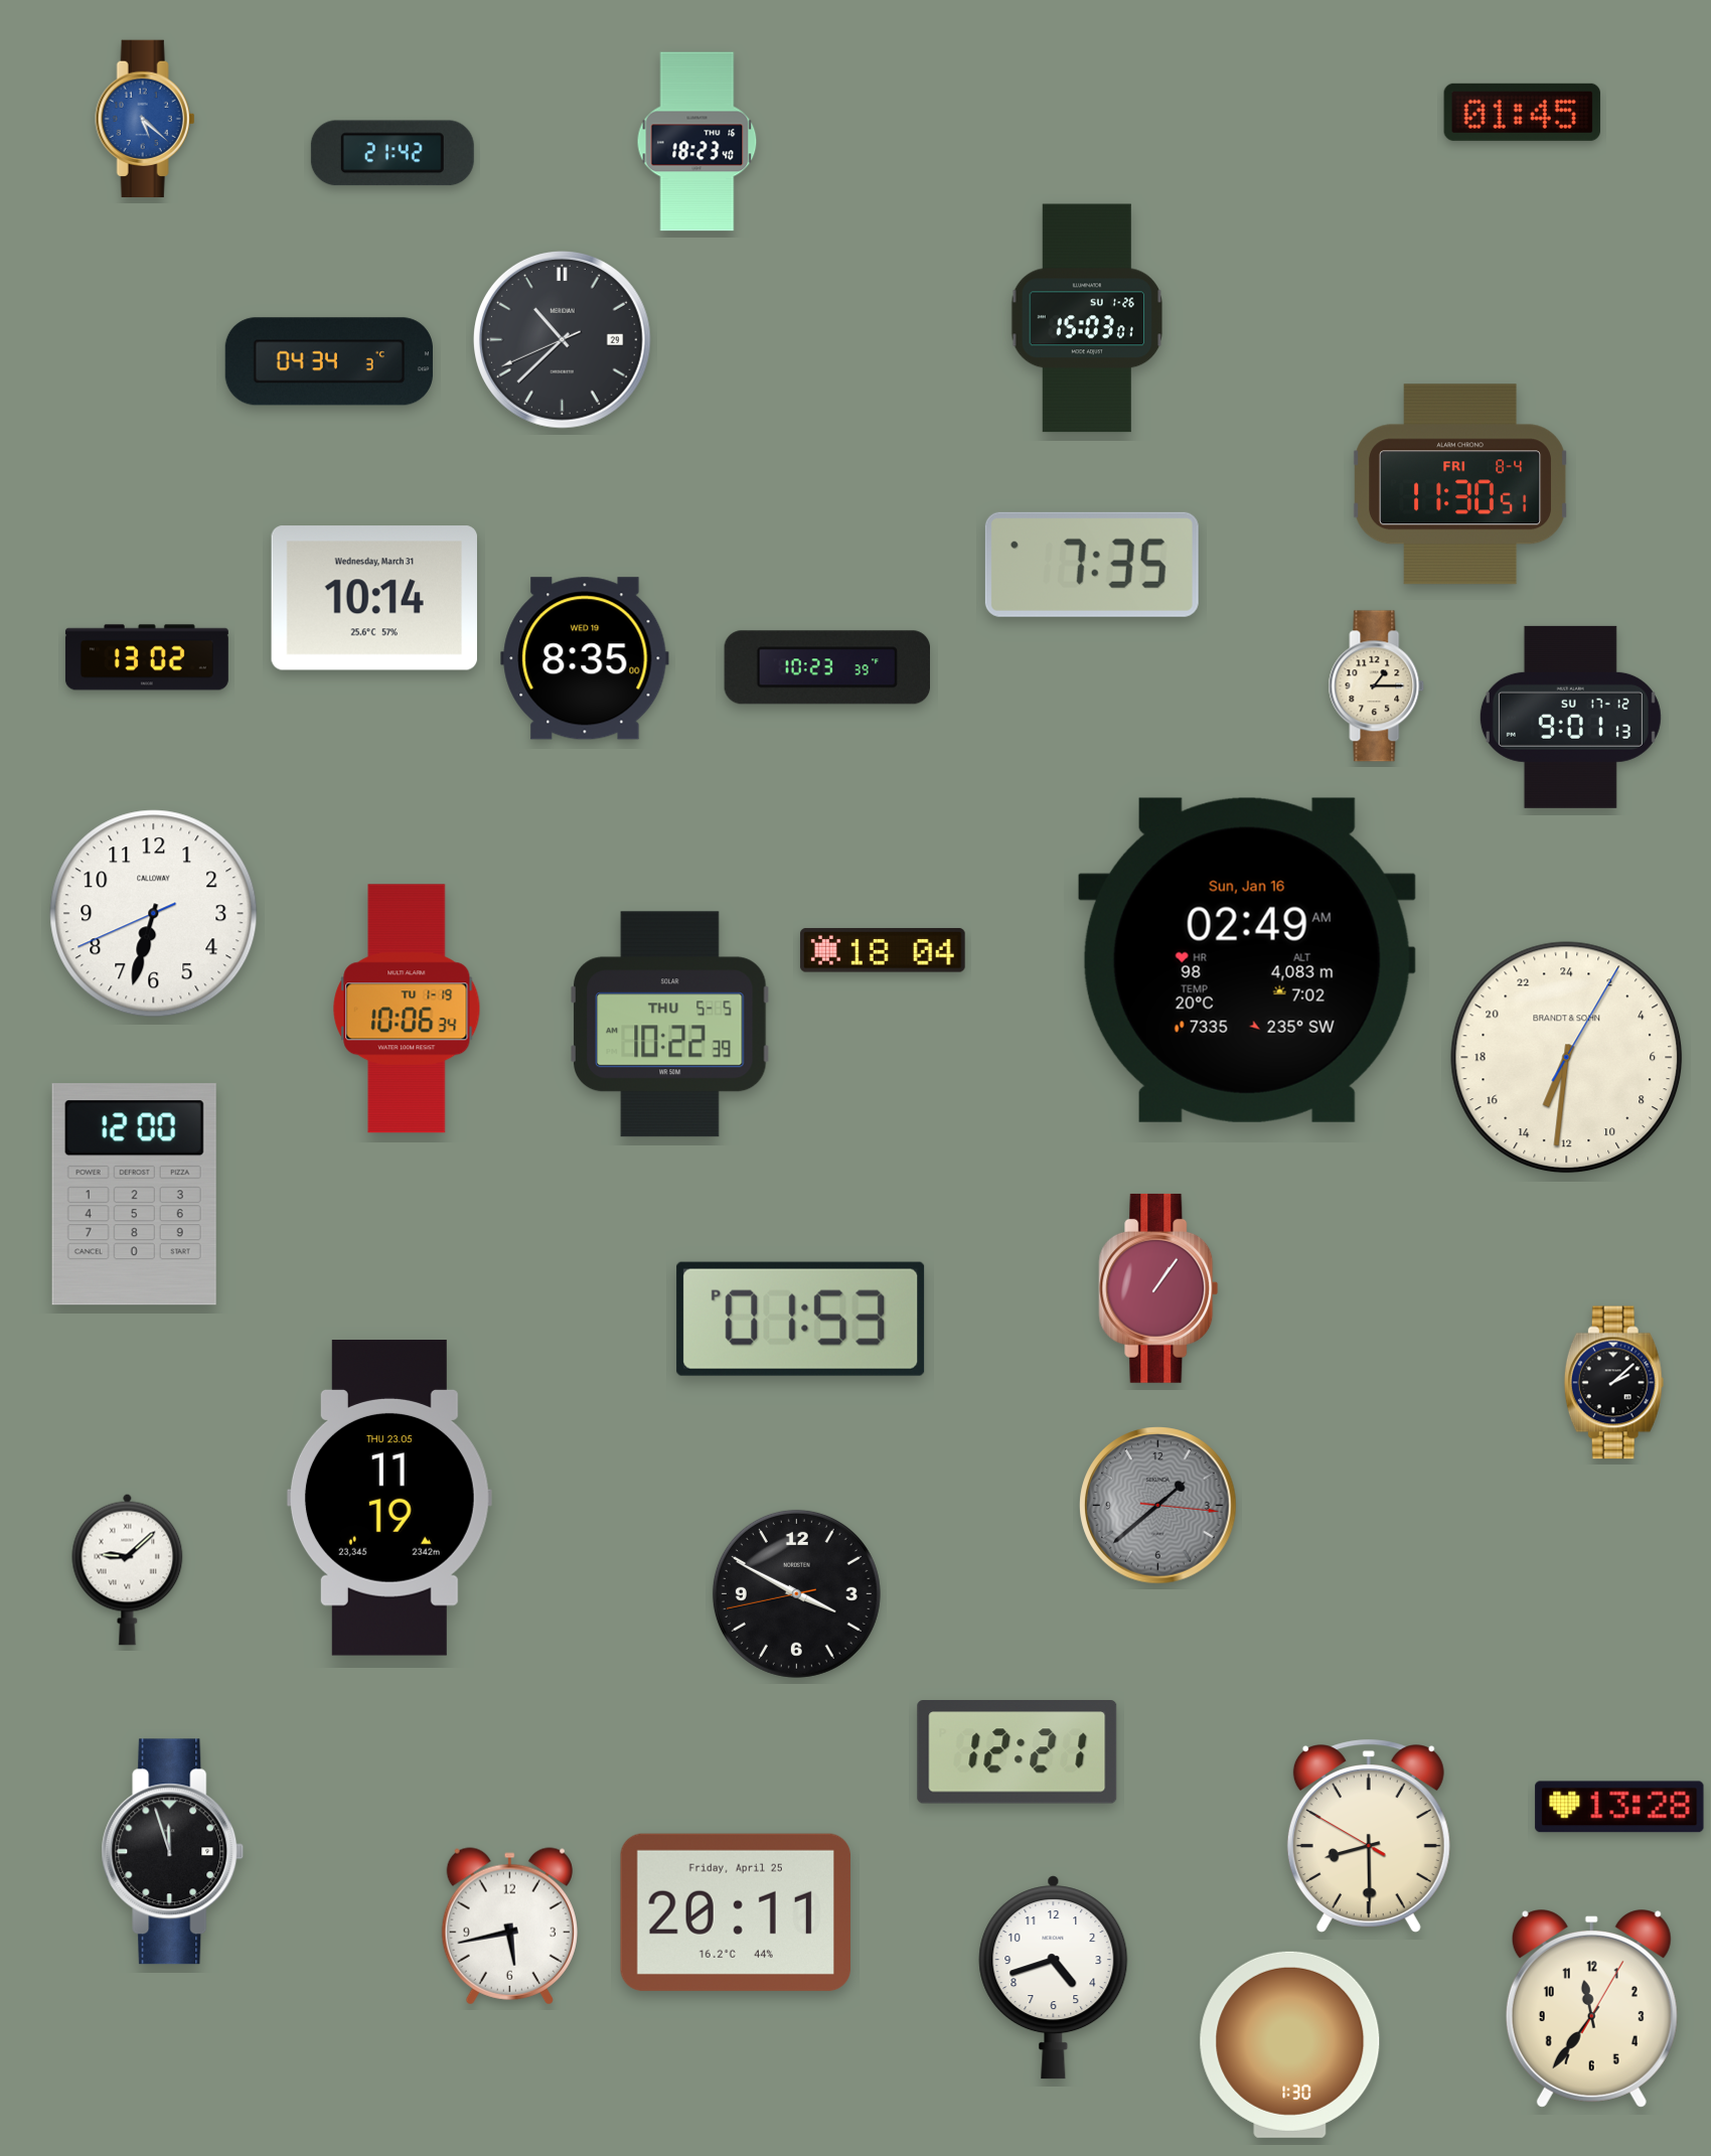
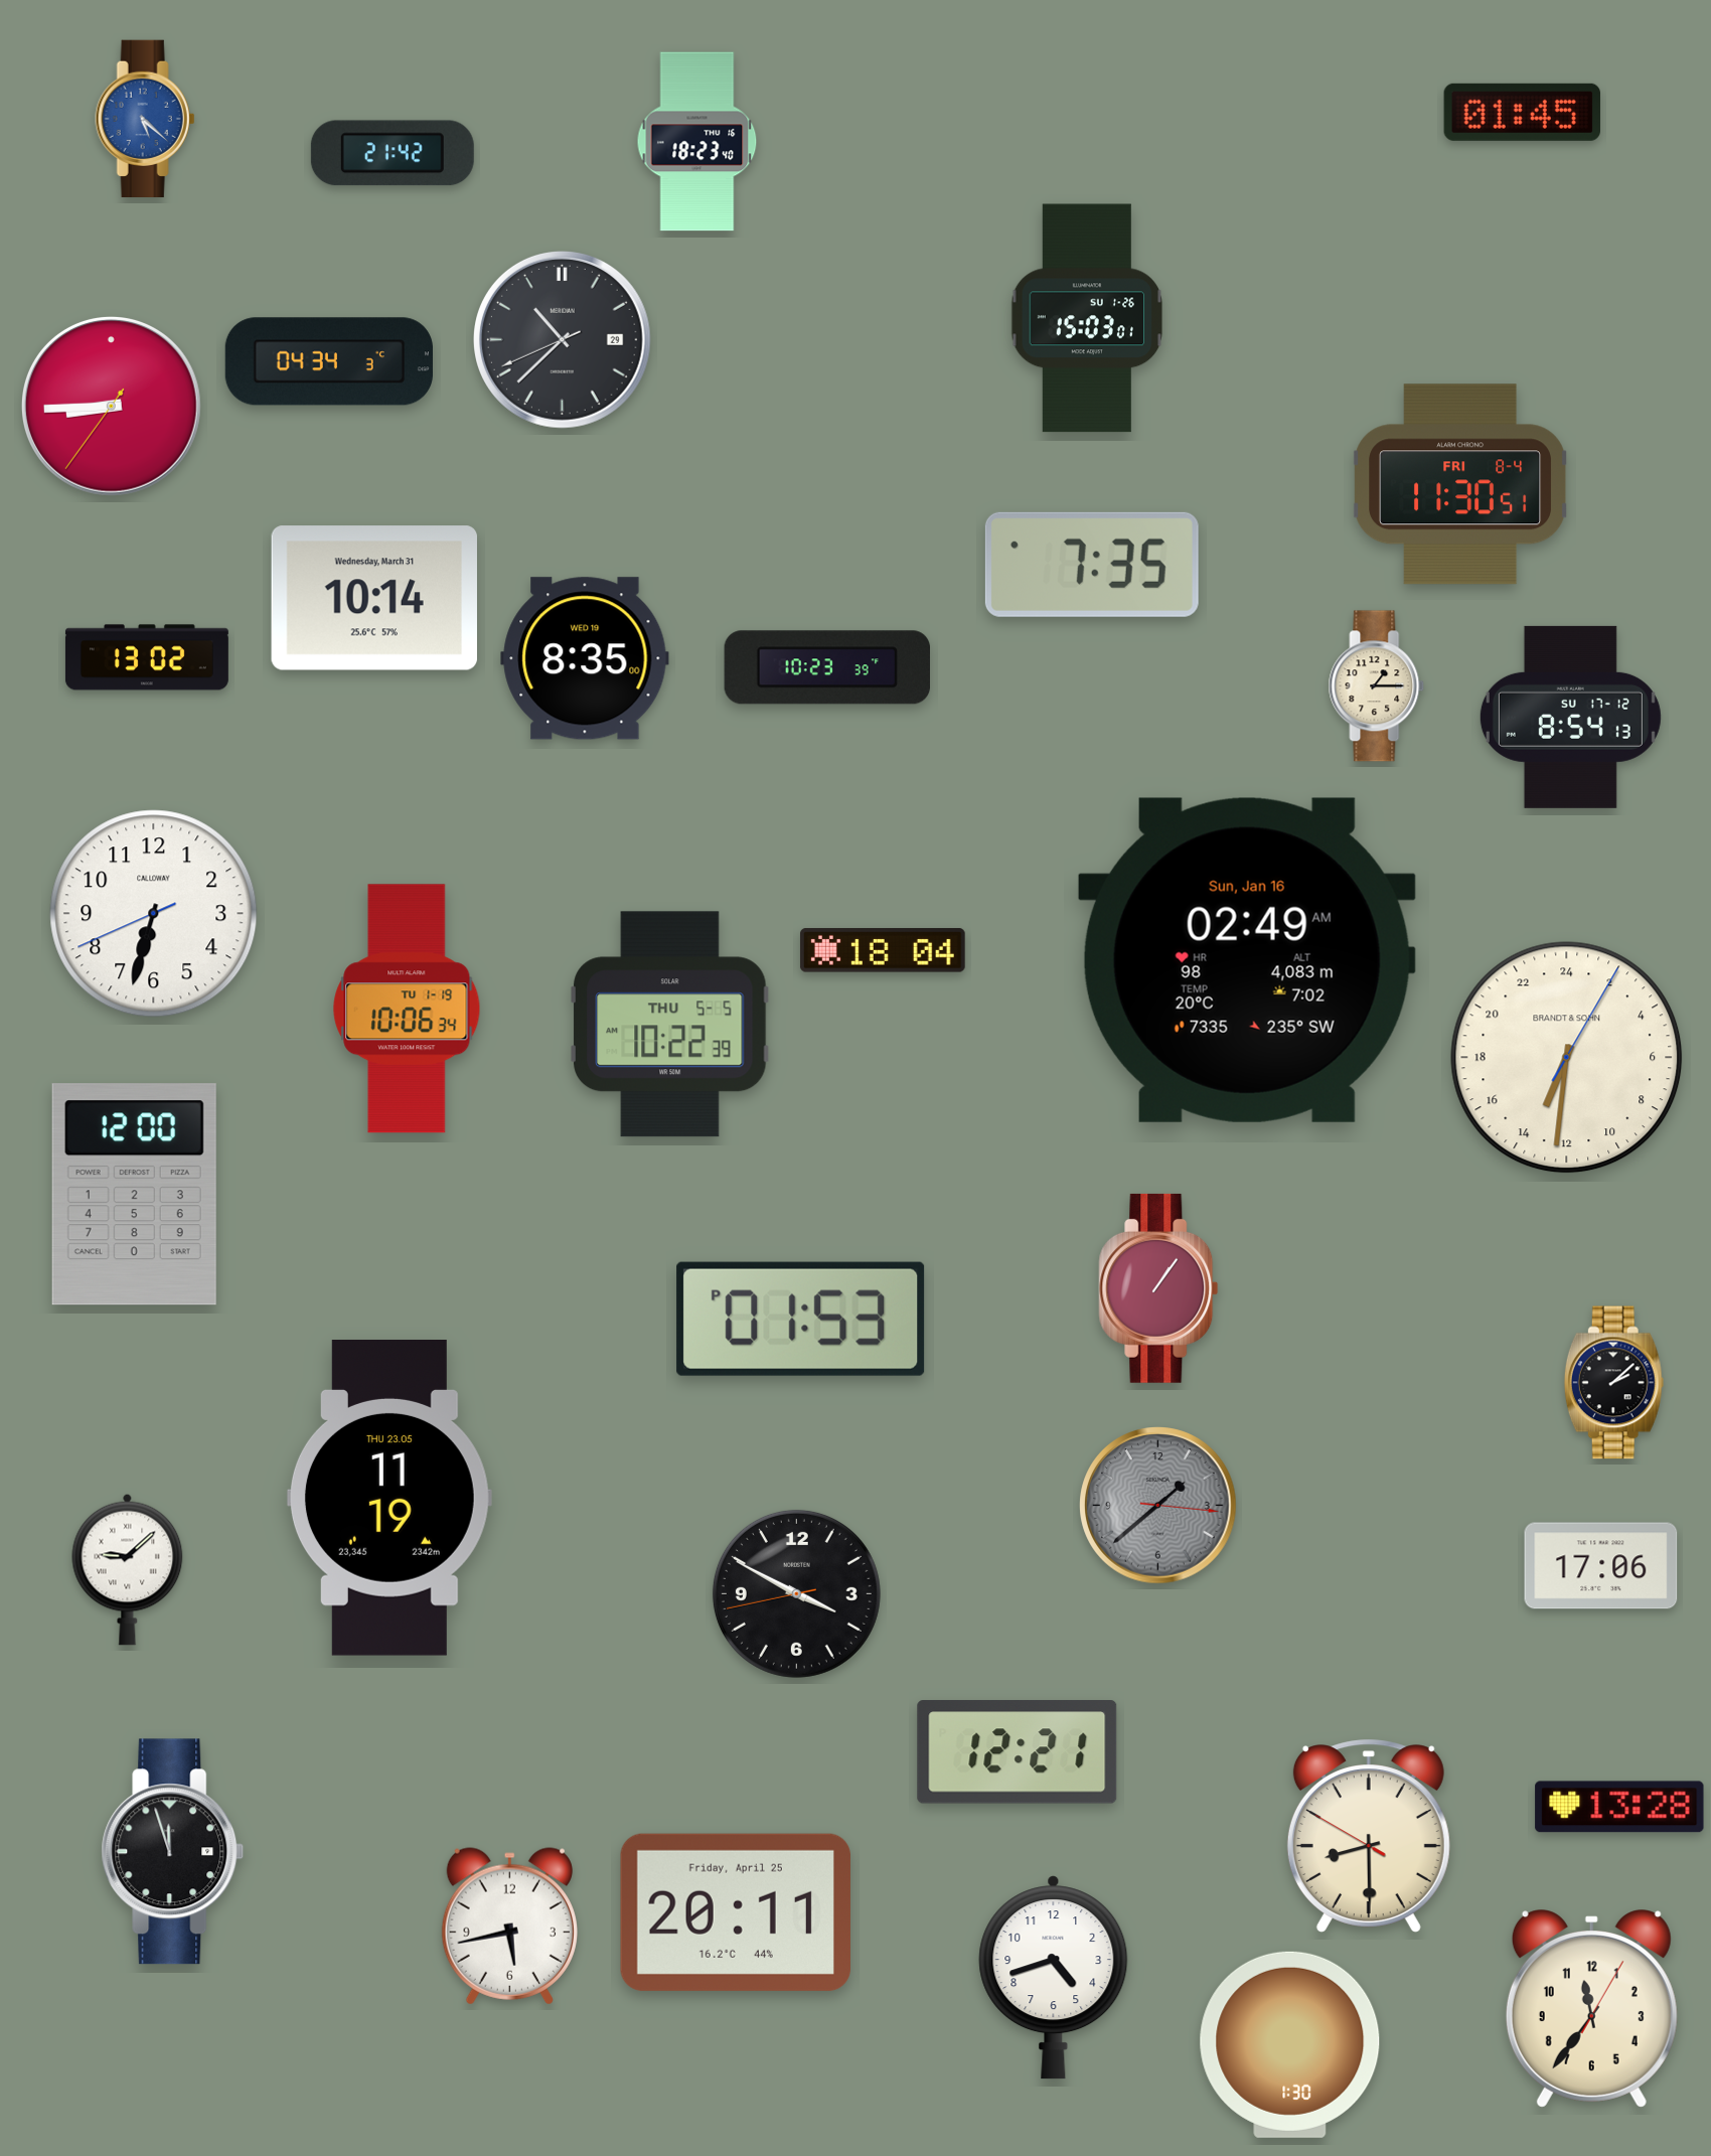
clock at (112, 407): none -> 8:44
clock at (1570, 717): 9:01 -> 8:54
clock at (1601, 1566): none -> 17:06
